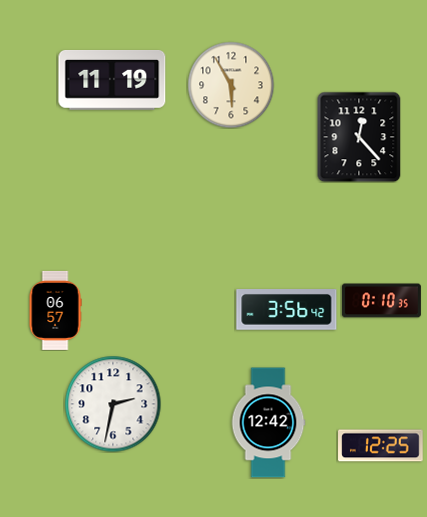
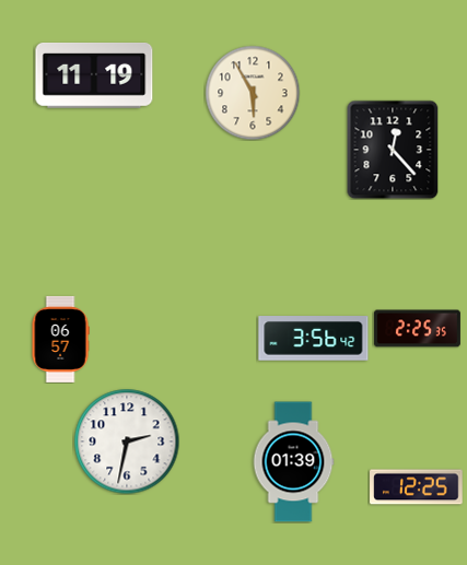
clock at (112, 81) position: (112, 81) -> (94, 76)
clock at (381, 301): 0:10 -> 2:25
clock at (113, 404) position: (113, 404) -> (127, 442)
clock at (268, 423): 12:42 -> 01:39
